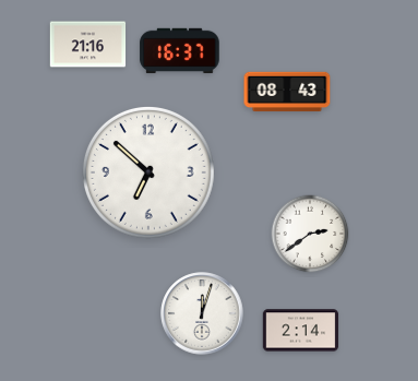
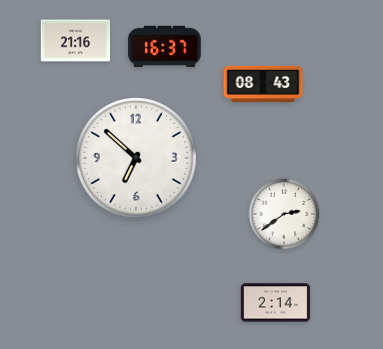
clock at (88, 45) position: (88, 45) -> (76, 41)
clock at (202, 313): 12:03 -> none
